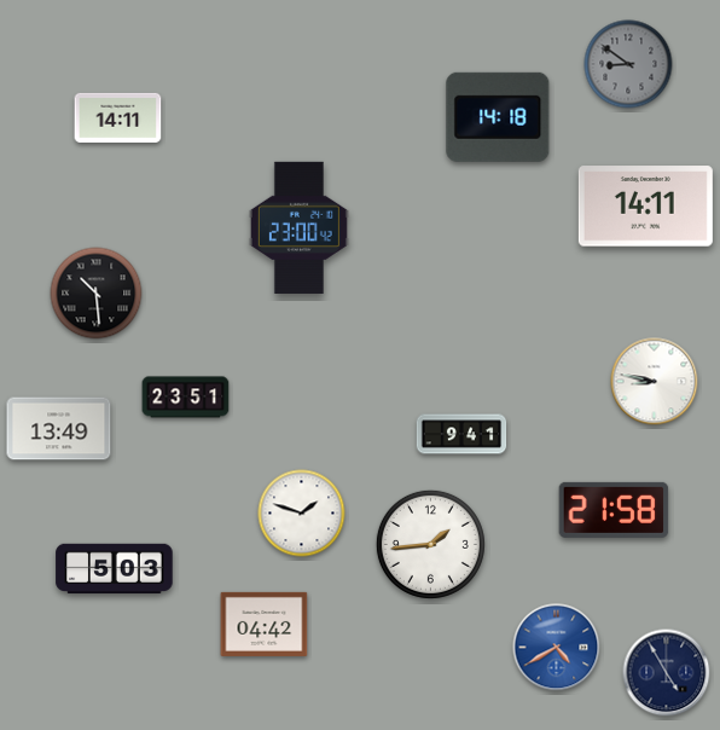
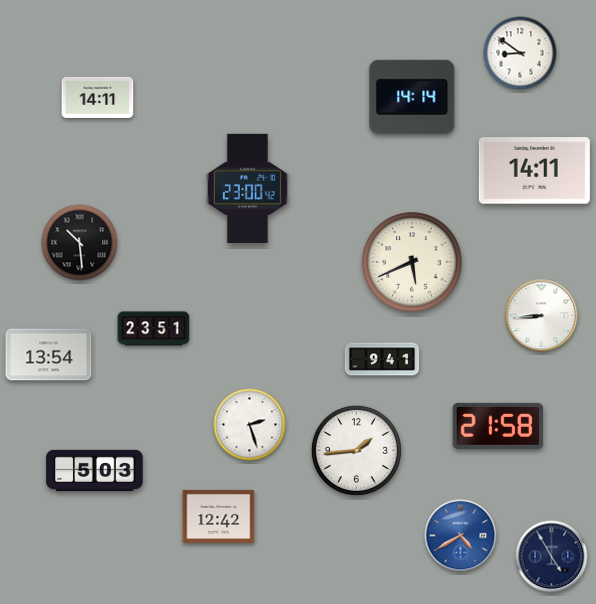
clock at (628, 64) dial: grey -> white
clock at (498, 117): 14:18 -> 14:14
clock at (412, 262): none -> 5:41
clock at (655, 382): 8:47 -> 8:44
clock at (59, 429): 13:49 -> 13:54
clock at (614, 510) position: (614, 510) -> (498, 426)
clock at (302, 514): 1:48 -> 2:27
clock at (265, 624): 04:42 -> 12:42
